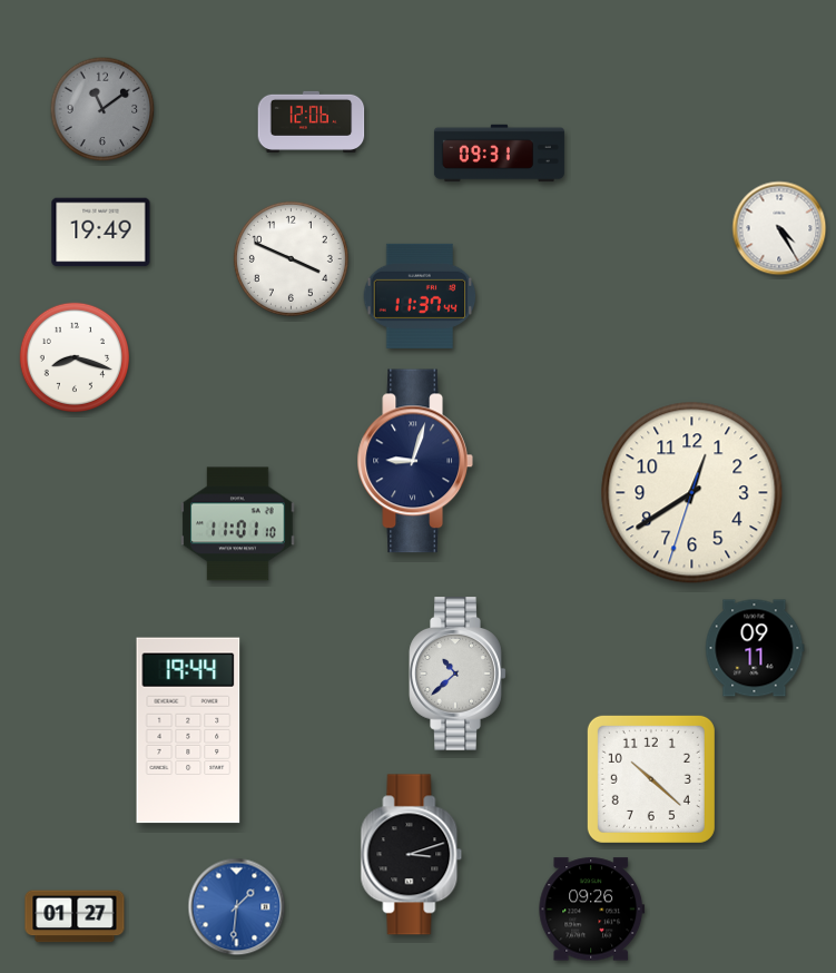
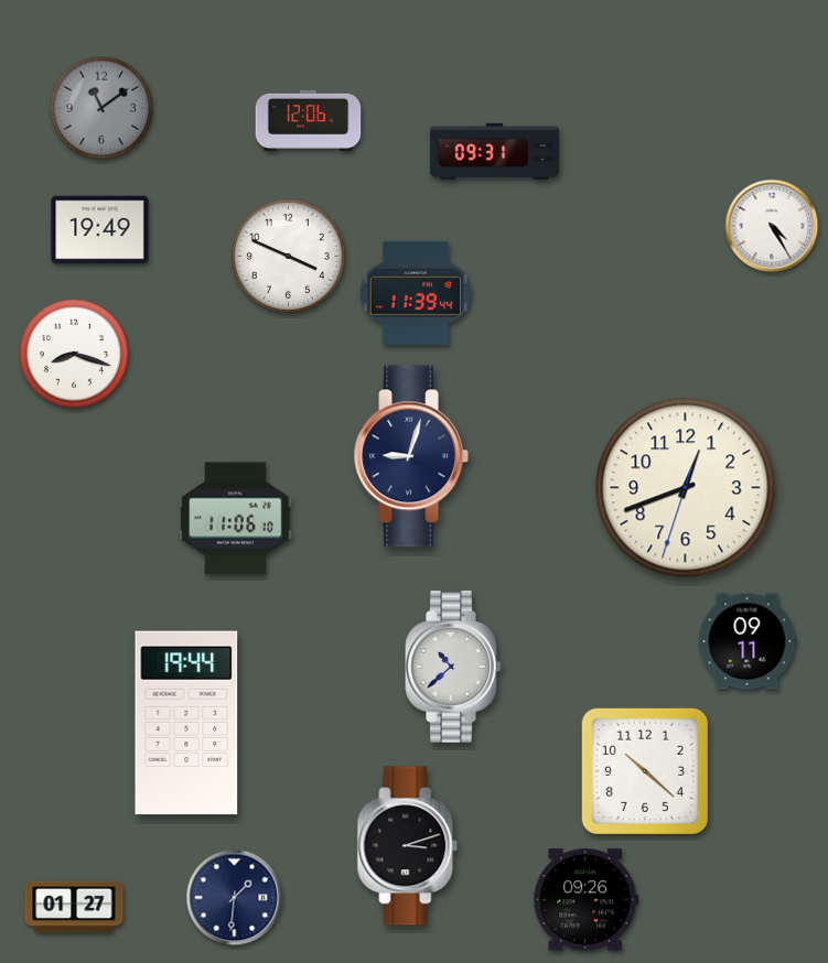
clock at (420, 296): 11:37 -> 11:39
clock at (692, 493): 12:39 -> 12:41
clock at (238, 524): 11:01 -> 11:06
clock at (237, 907) dial: blue -> navy
